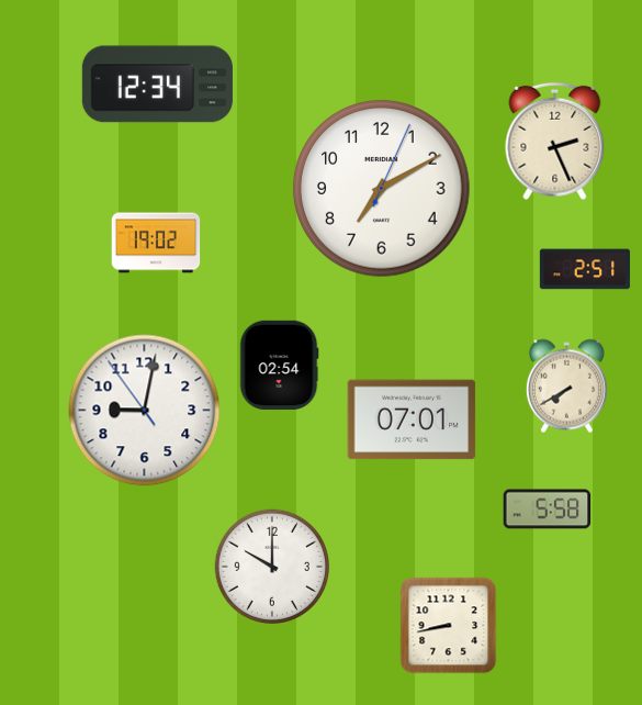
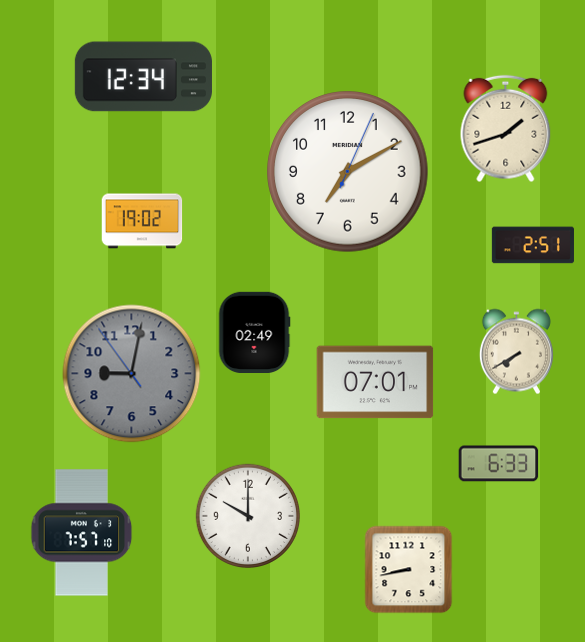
clock at (555, 142): 2:26 -> 1:42
clock at (279, 365): 02:54 -> 02:49
clock at (145, 411) dial: white -> grey
clock at (548, 510): 5:58 -> 6:33
clock at (82, 533): none -> 7:57
